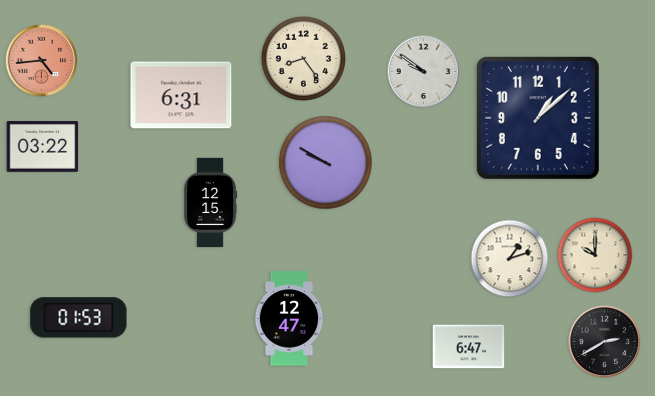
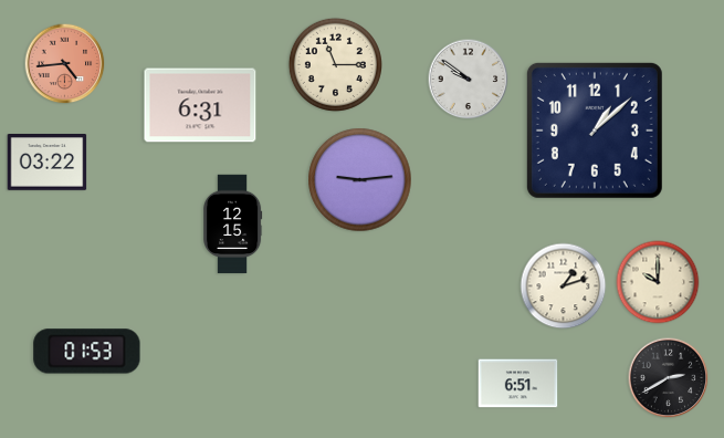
clock at (303, 58): 8:24 -> 11:15
clock at (42, 61) position: (42, 61) -> (65, 64)
clock at (326, 163): 9:50 -> 9:14
clock at (289, 319): 12:47 -> none
clock at (469, 347): 6:47 -> 6:51
